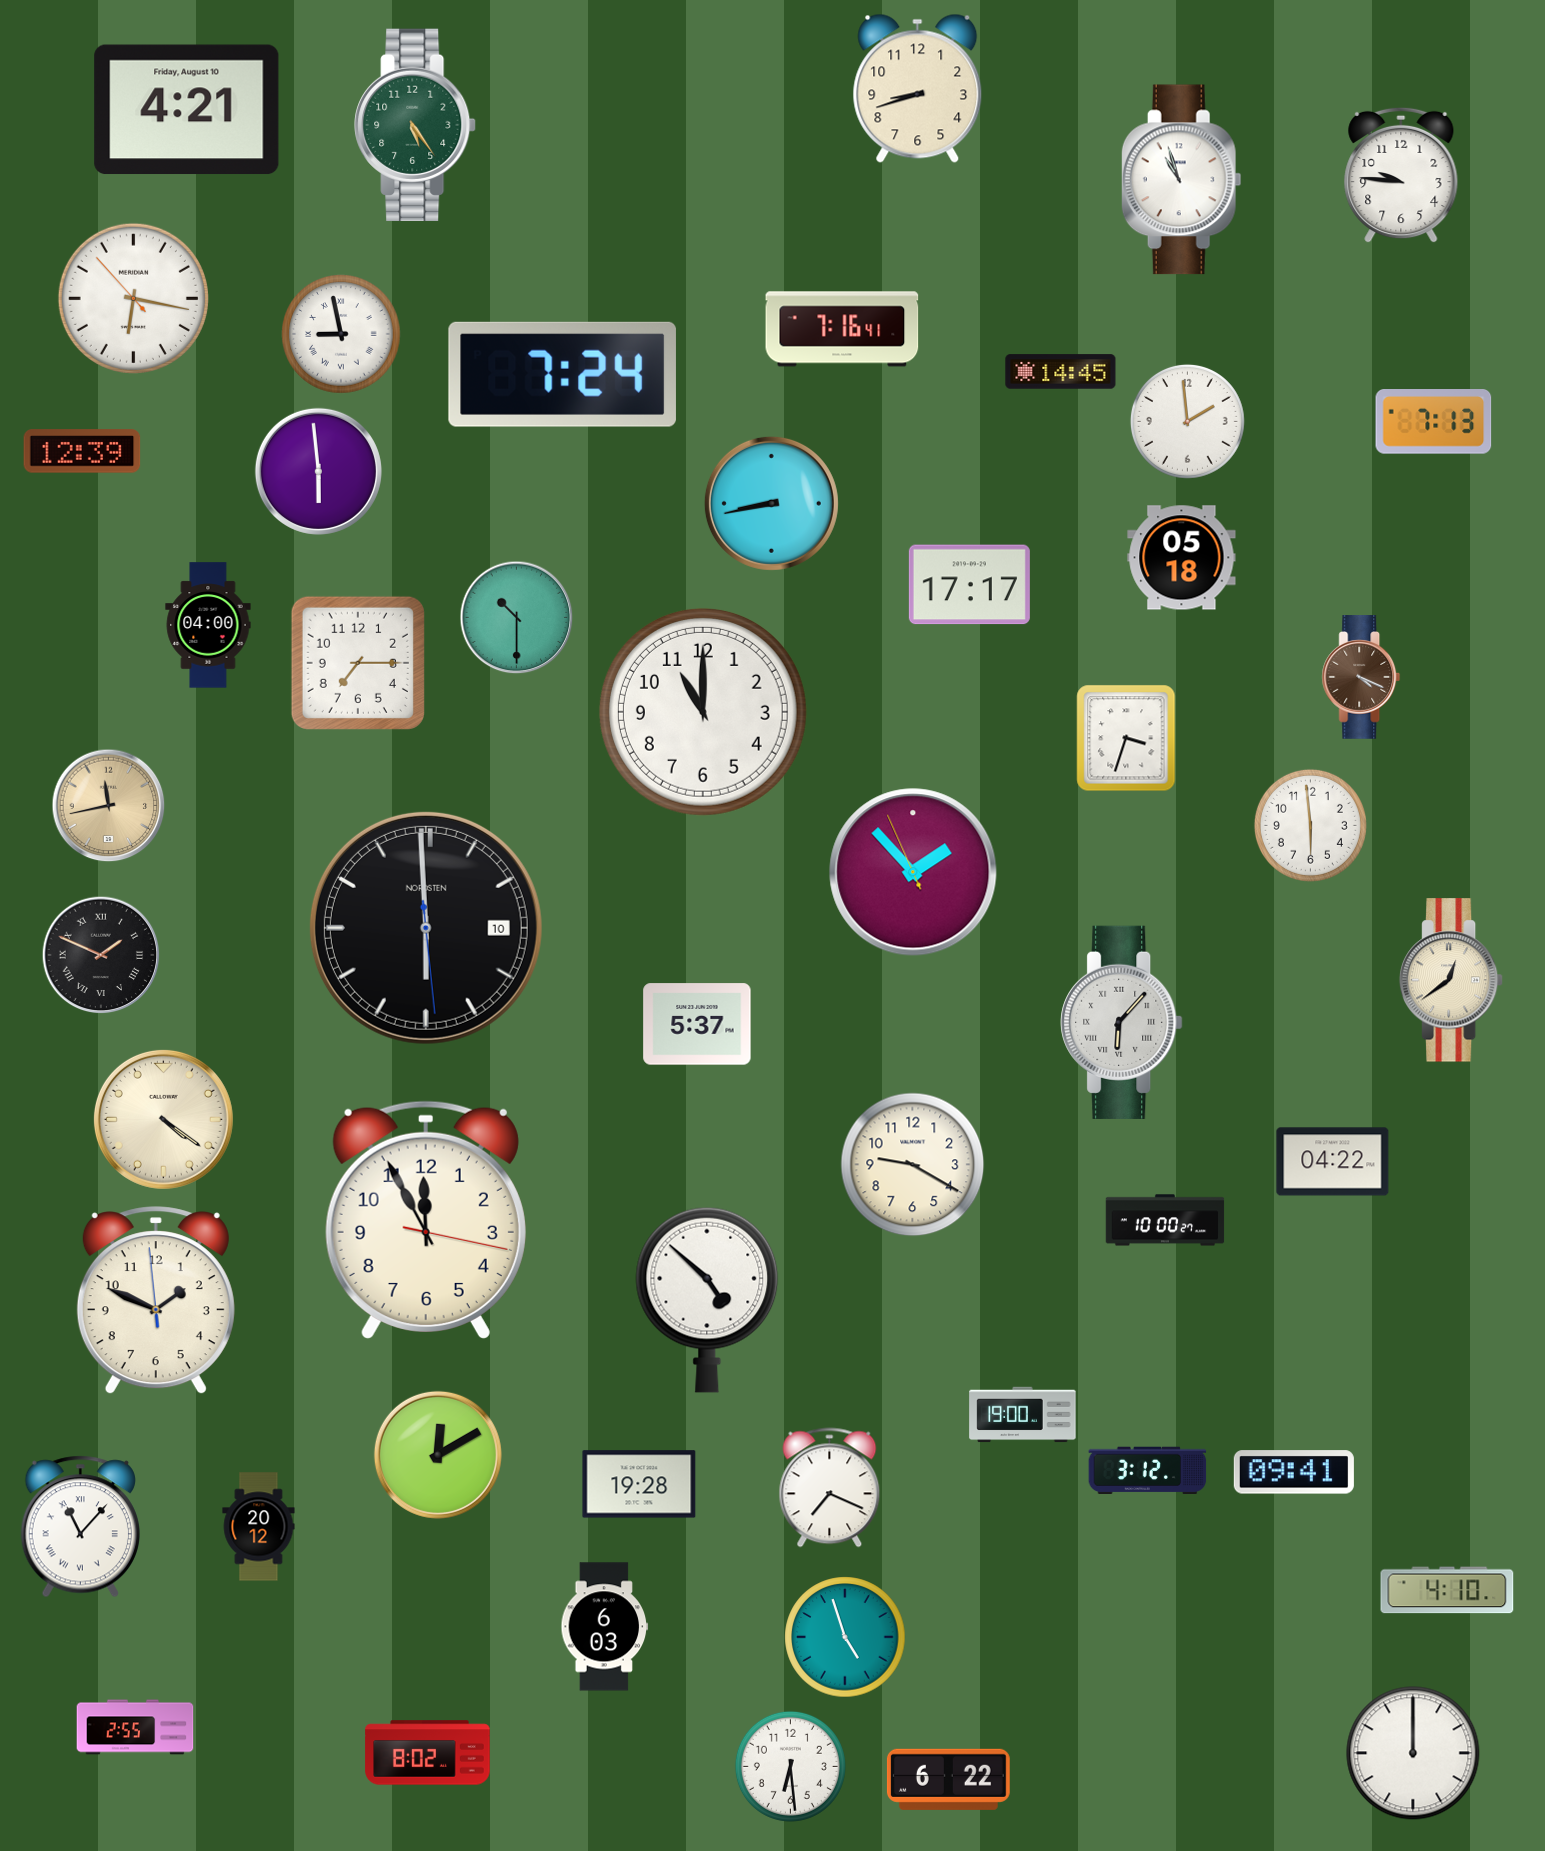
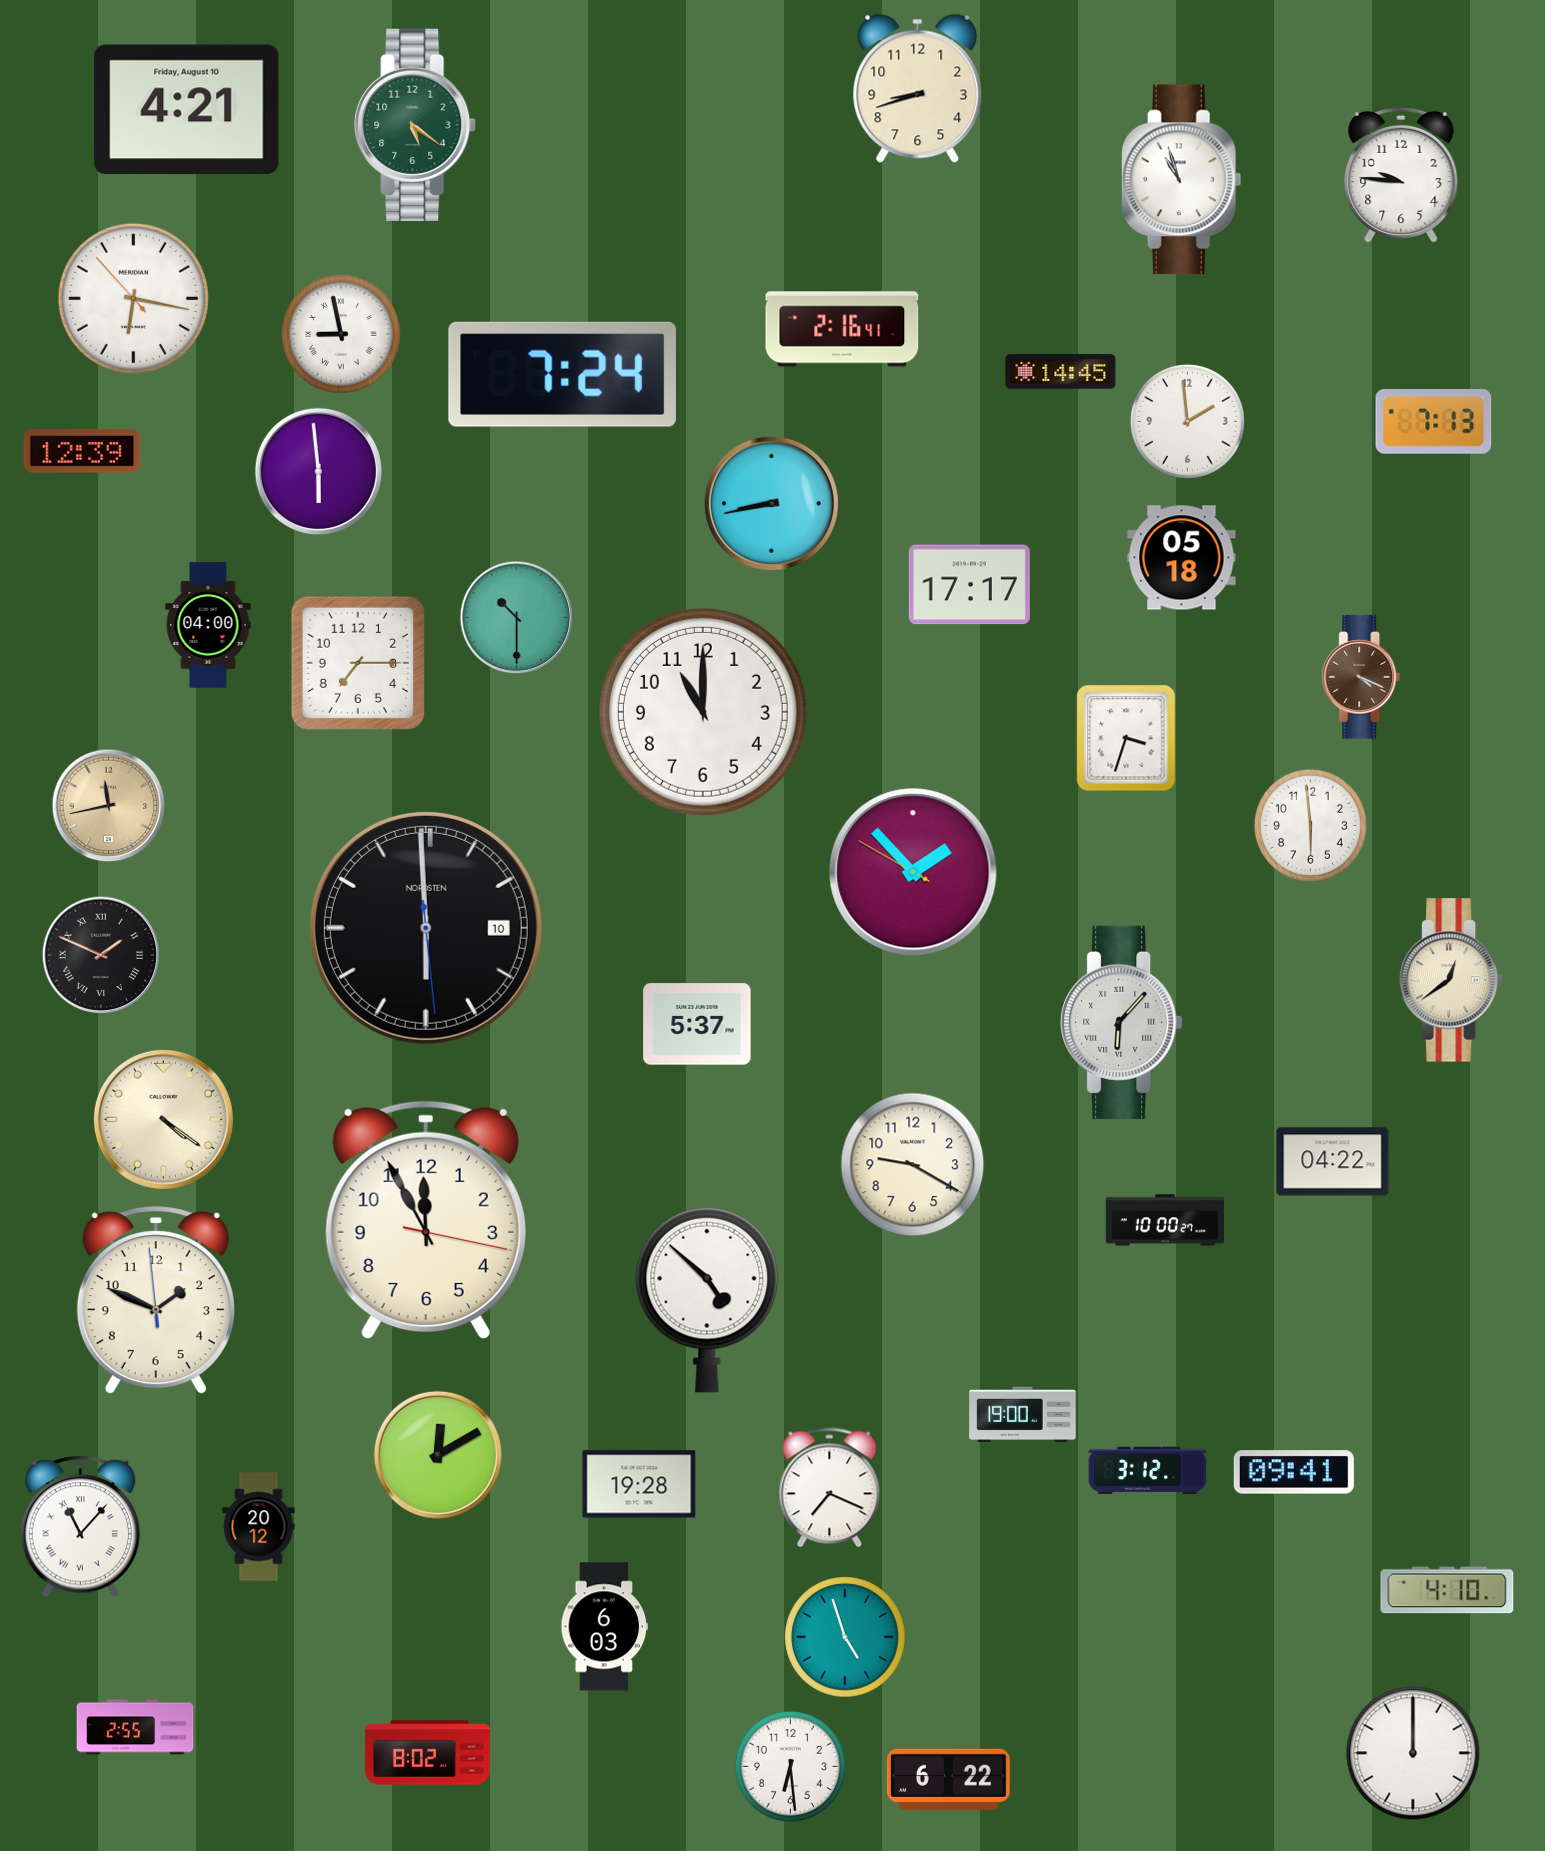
clock at (415, 124): 5:24 -> 5:21
clock at (842, 329): 7:16 -> 2:16
clock at (913, 872): 1:52:56 -> 1:52:50
